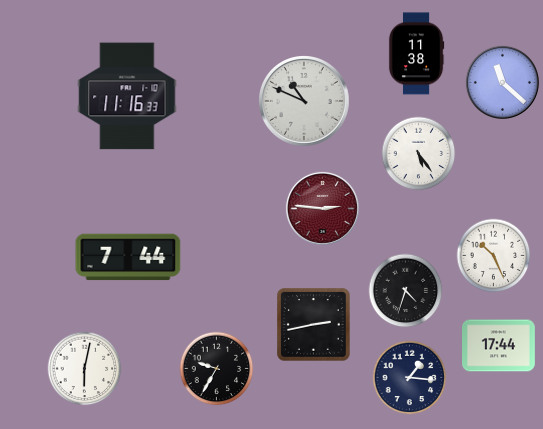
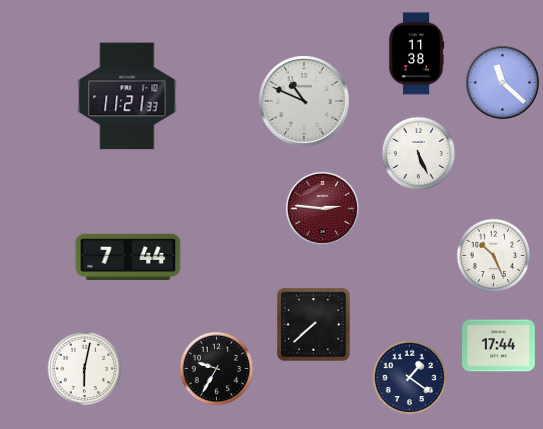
clock at (127, 96): 11:16 -> 11:21
clock at (419, 154): 5:24 -> 5:26
clock at (406, 291): 4:33 -> none
clock at (314, 325): 2:43 -> 7:38
clock at (410, 378): 1:16 -> 1:21
